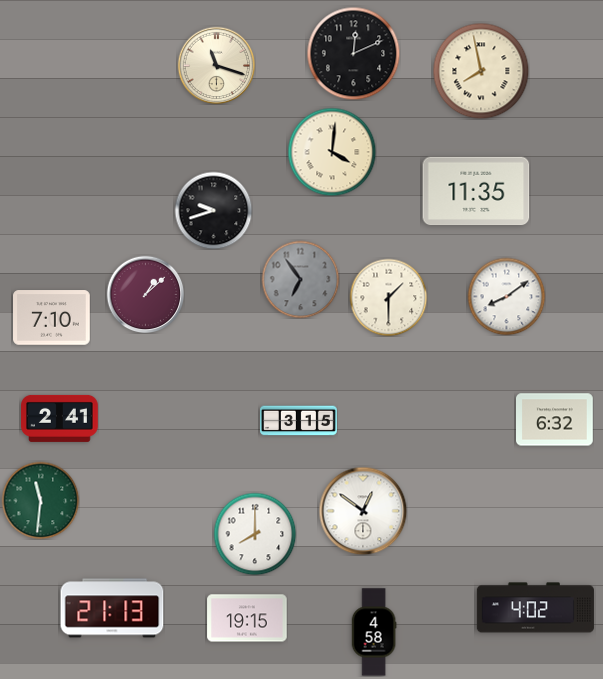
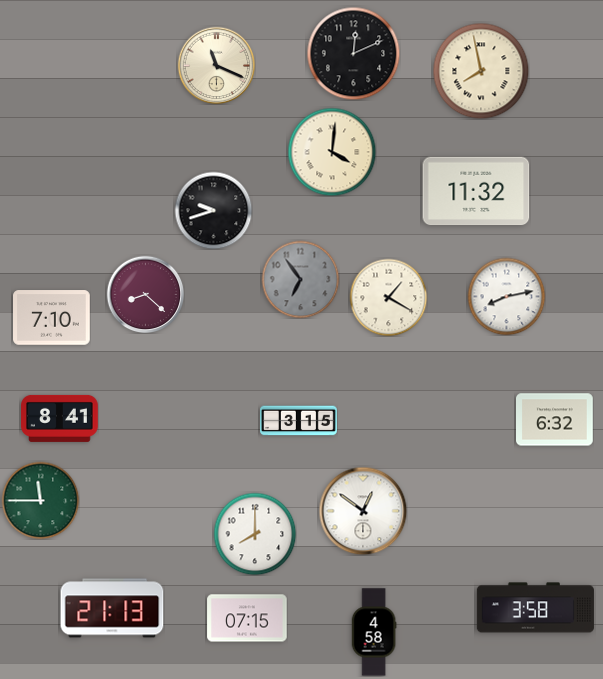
clock at (216, 65): 11:18 -> 11:19
clock at (476, 191): 11:35 -> 11:32
clock at (145, 294): 1:08 -> 8:22
clock at (506, 296): 8:09 -> 8:13
clock at (388, 297): 1:30 -> 1:20
clock at (60, 418): 2:41 -> 8:41
clock at (40, 500): 11:31 -> 11:45
clock at (535, 608): 4:02 -> 3:58
clock at (247, 618): 19:15 -> 07:15
